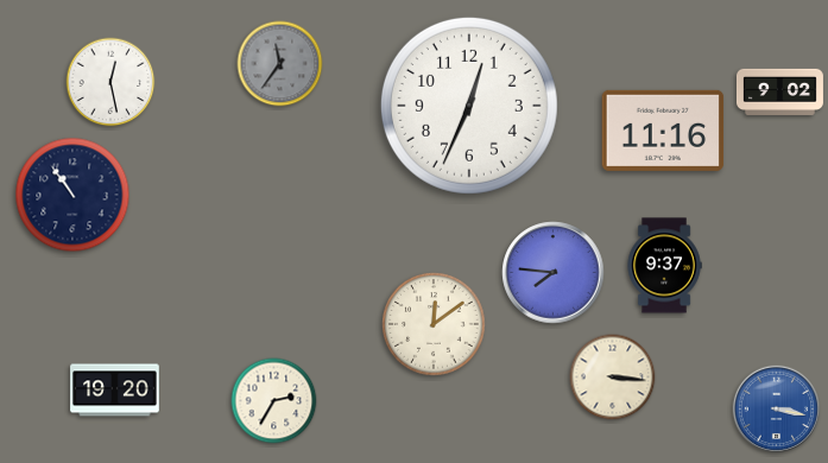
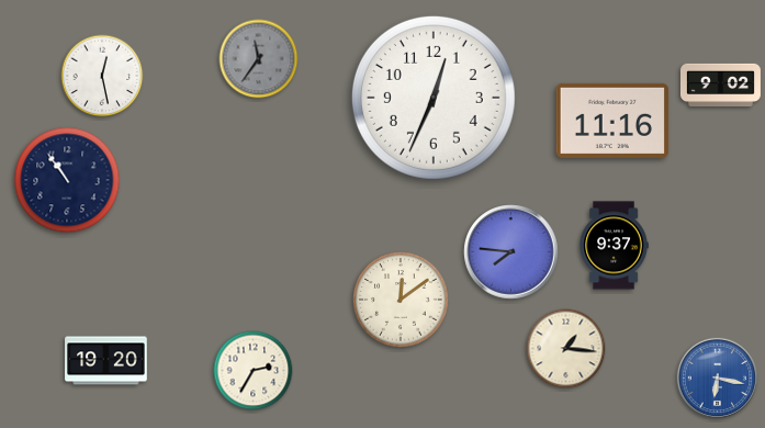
clock at (613, 378): 3:16 -> 1:16
clock at (776, 408): 3:17 -> 6:17
